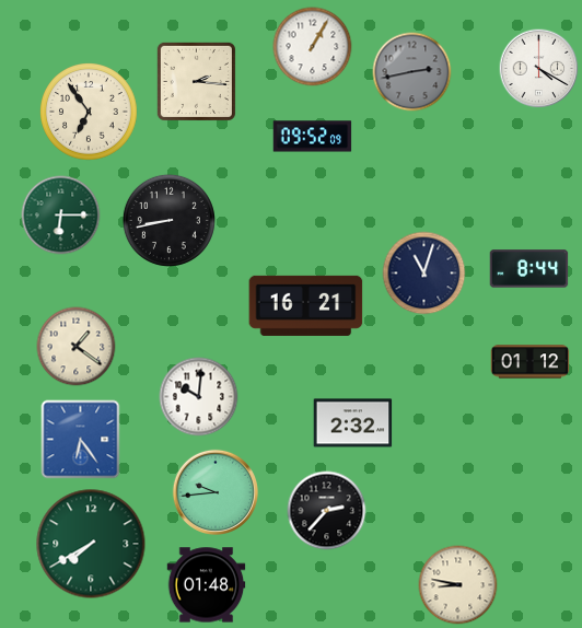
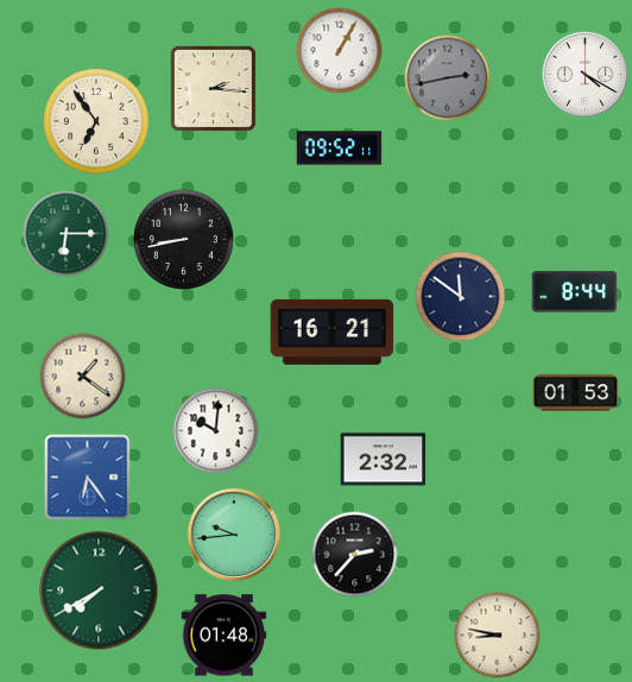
clock at (313, 137): 09:52:09 -> 09:52:11
clock at (424, 274): 11:03 -> 11:51
clock at (531, 362): 01:12 -> 01:53
